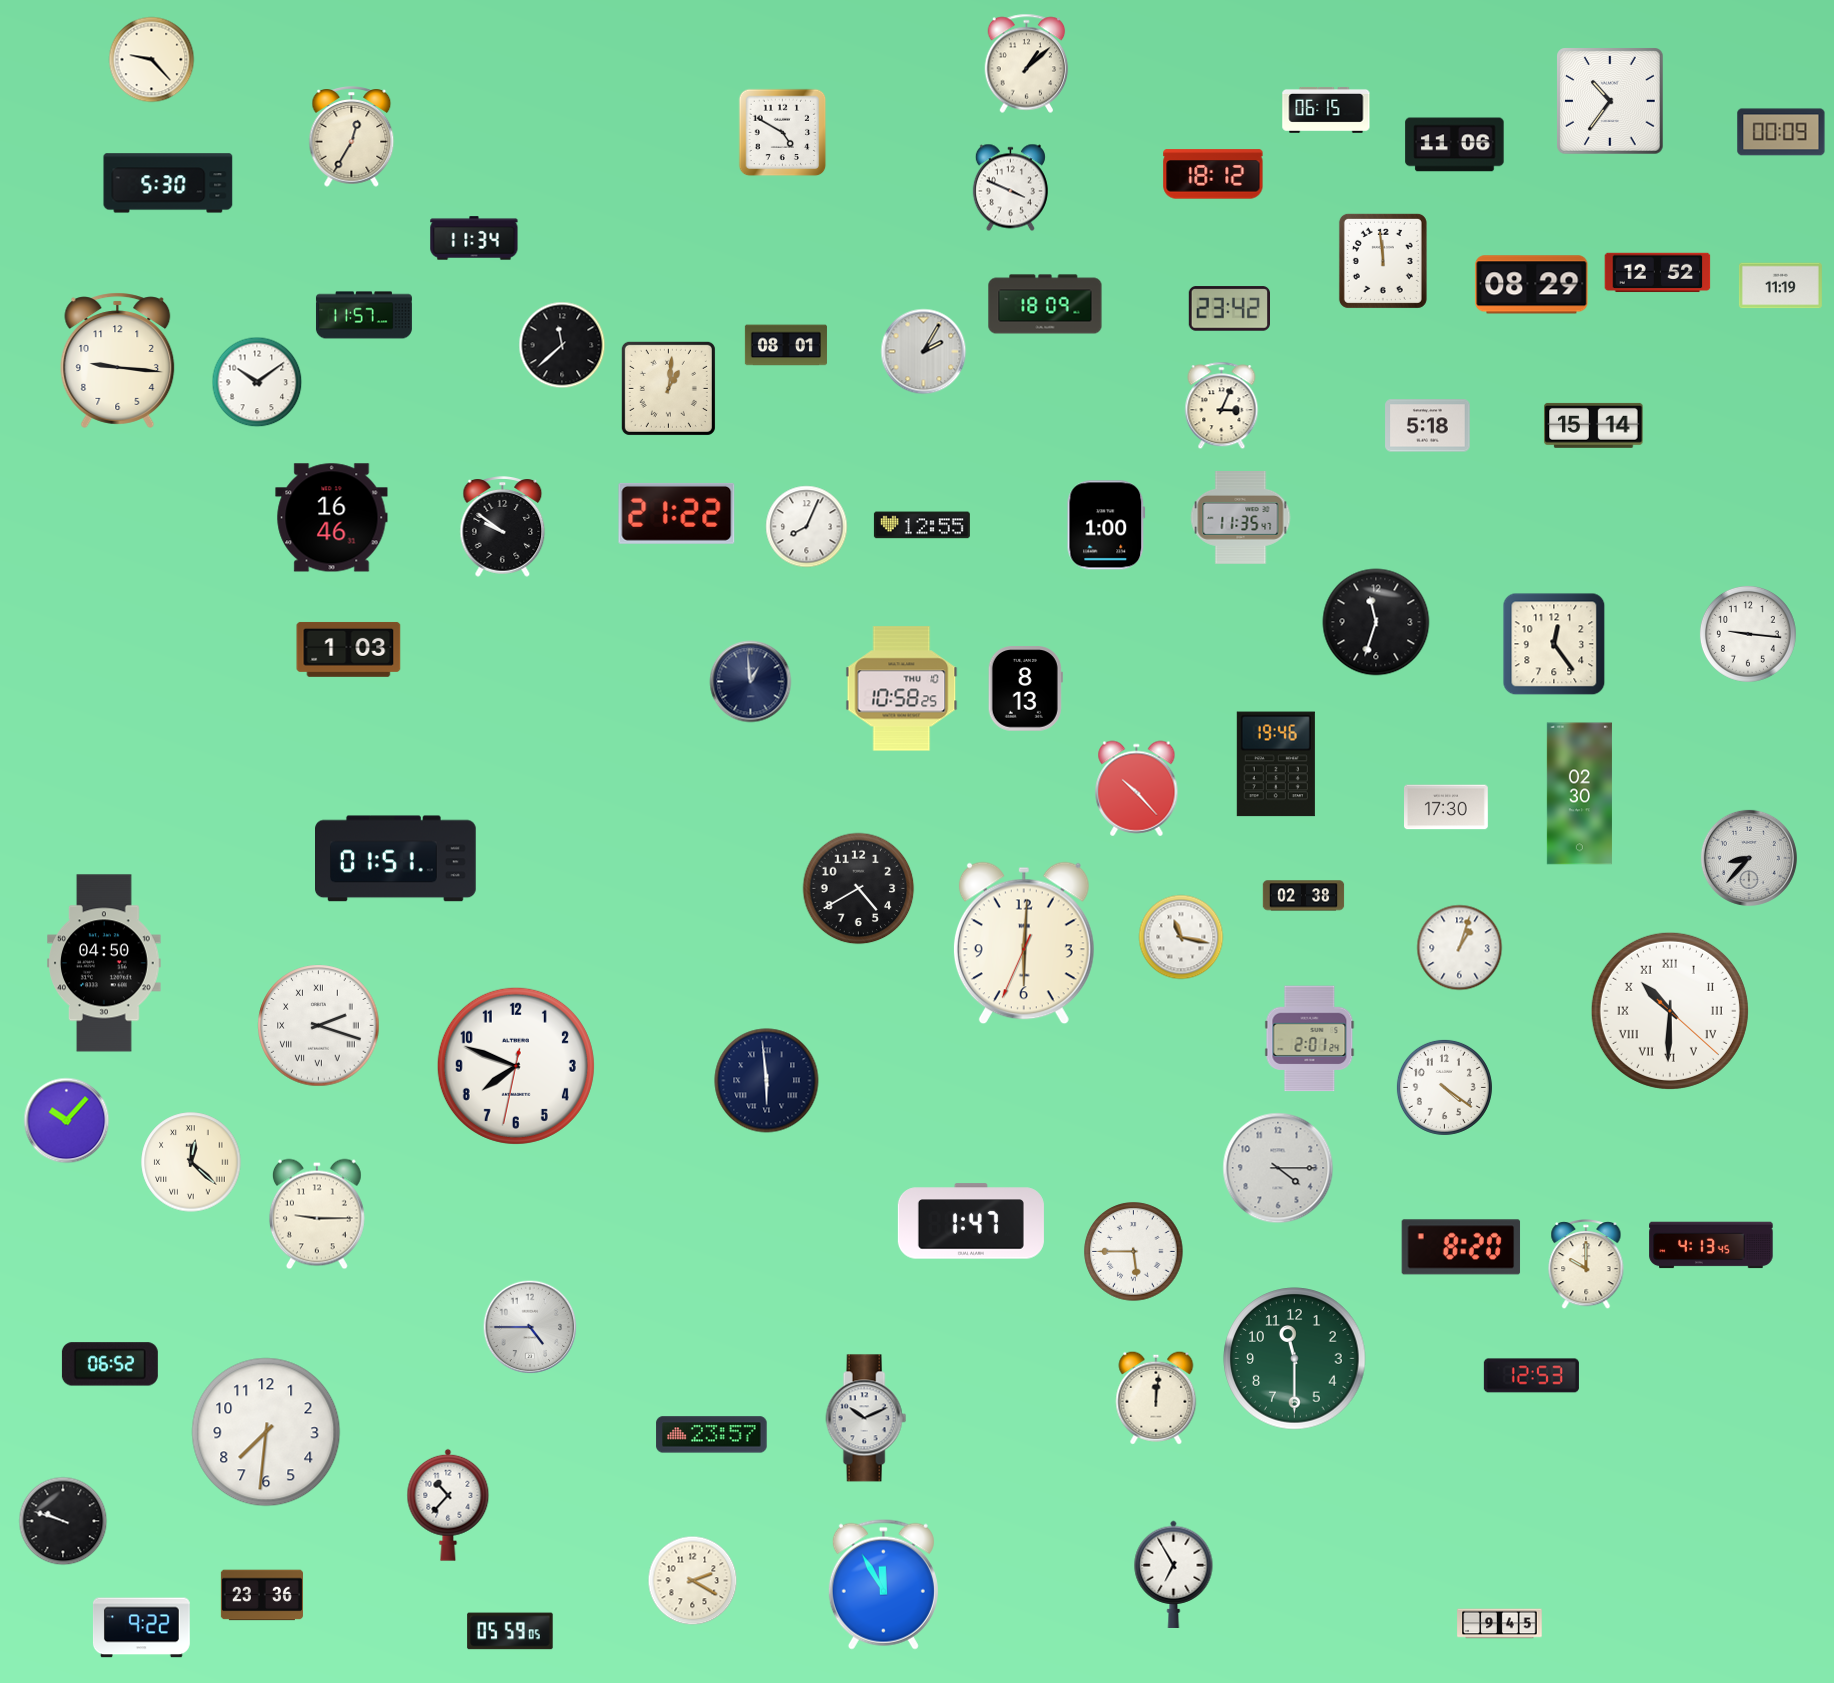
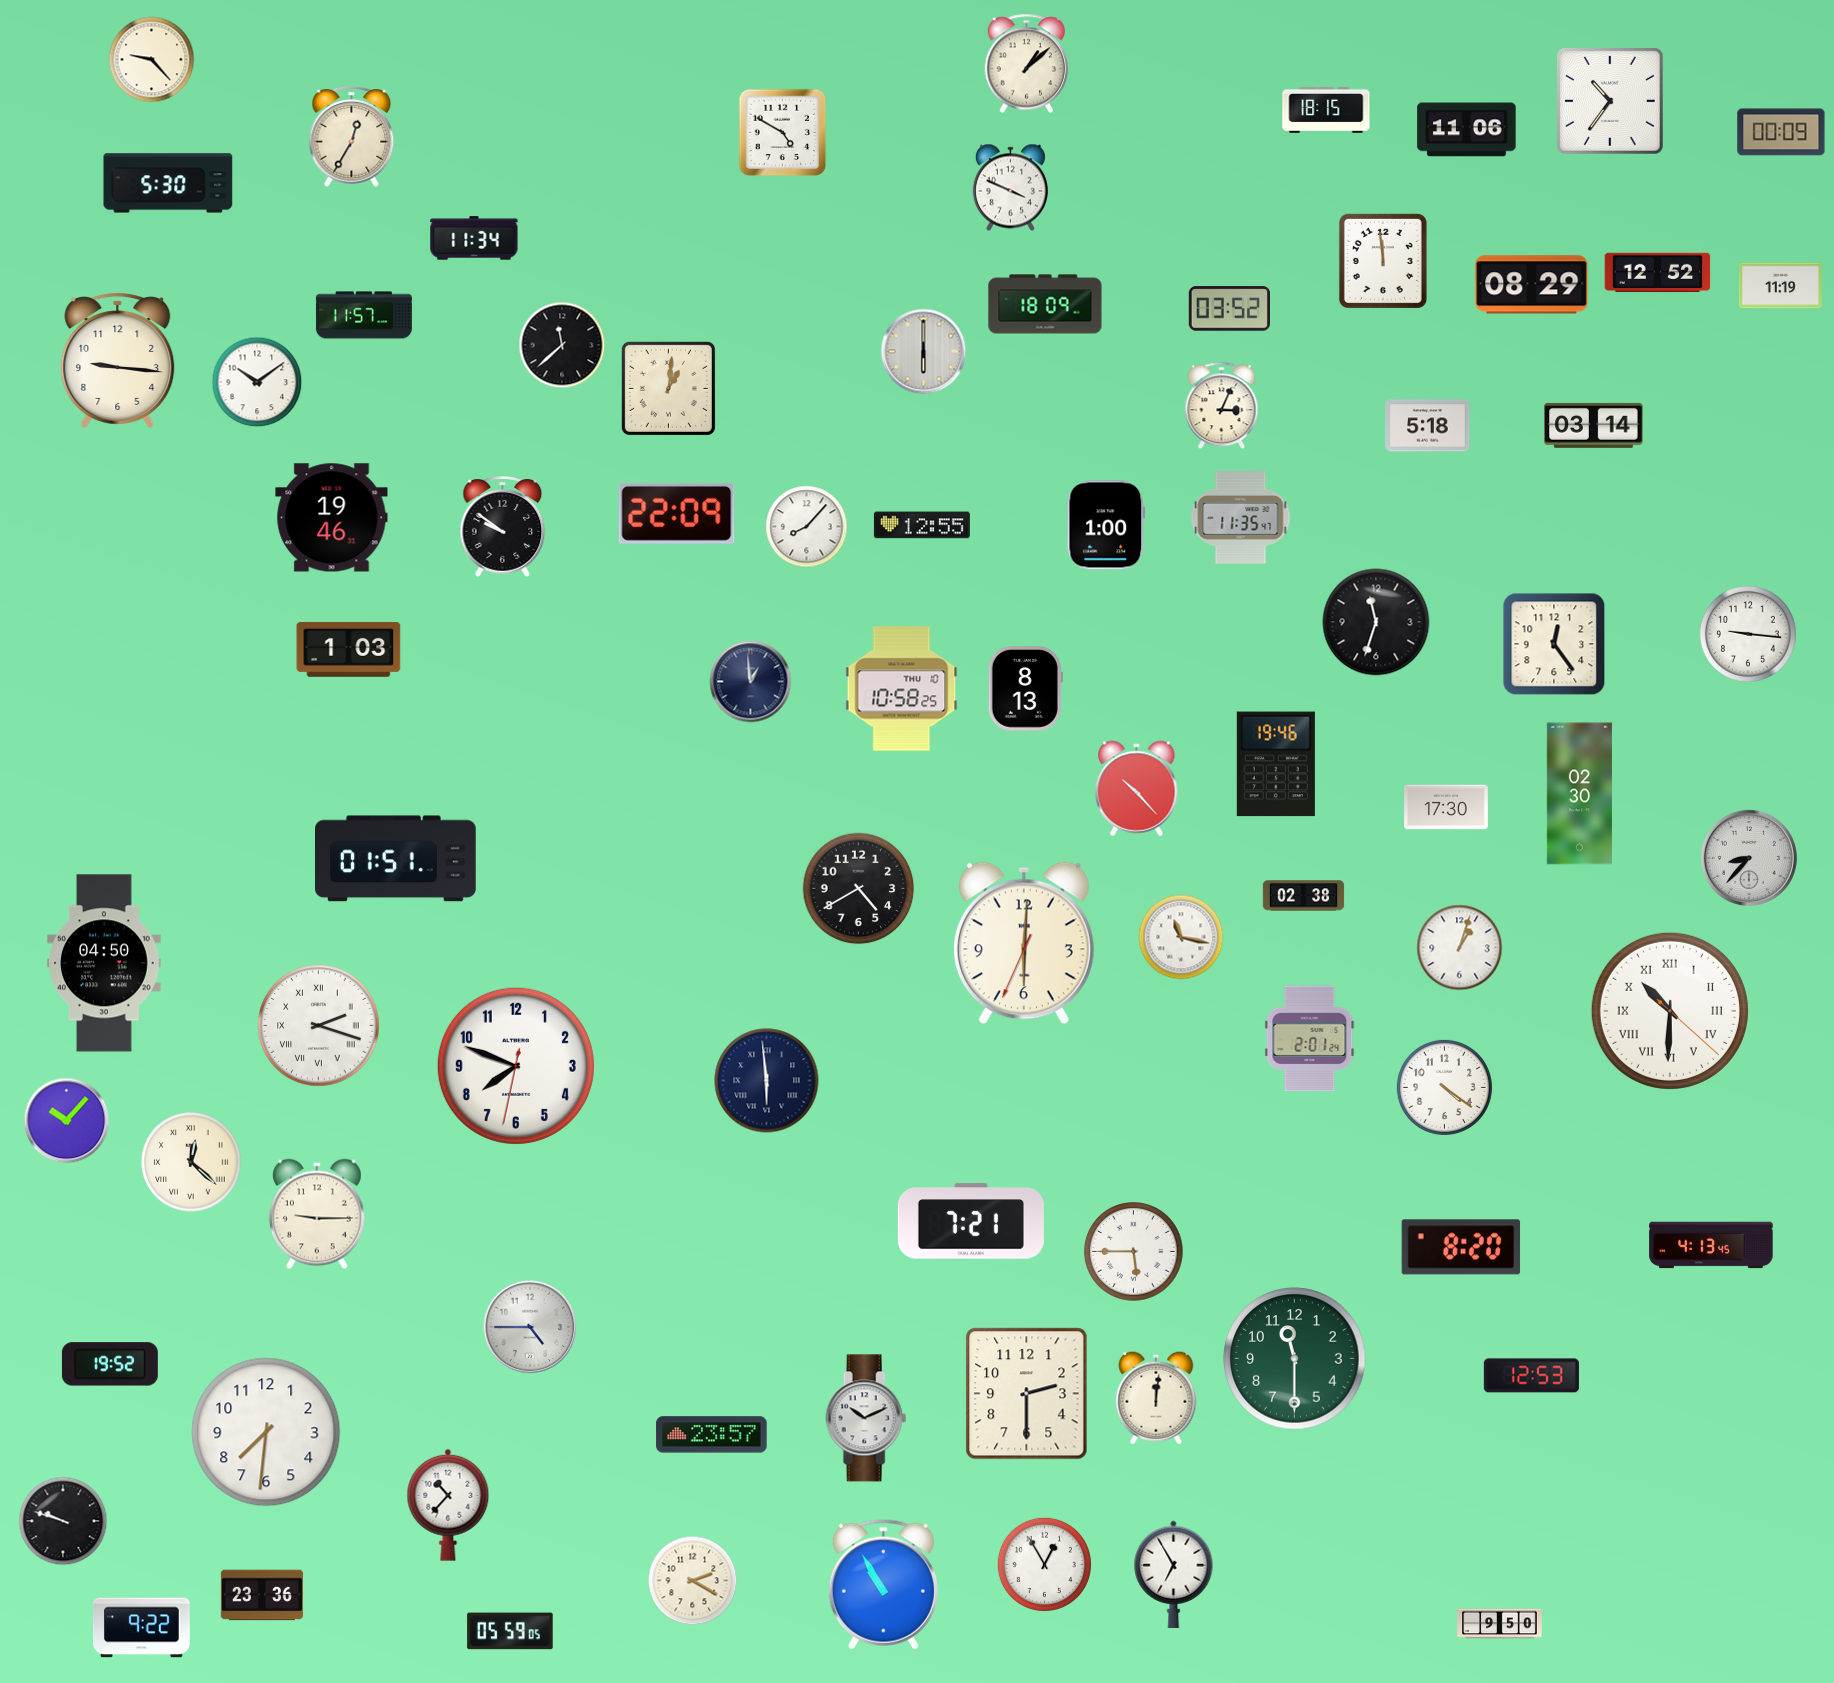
clock at (1326, 110): 06:15 -> 18:15
clock at (1455, 145) position: (1455, 145) -> (1467, 130)
clock at (1213, 174): 18:12 -> none
clock at (1229, 309): 23:42 -> 03:52
clock at (786, 345): 08:01 -> none
clock at (924, 352): 2:05 -> 6:00
clock at (1594, 425): 15:14 -> 03:14
clock at (677, 513): 21:22 -> 22:09
clock at (332, 518): 16:46 -> 19:46
clock at (807, 527): 8:04 -> 8:07
clock at (1278, 1168): 4:15 -> none
clock at (971, 1221): 1:47 -> 7:21
clock at (1586, 1265): 10:00 -> none
clock at (110, 1364): 06:52 -> 19:52
clock at (1027, 1394): none -> 2:30
clock at (1044, 1564): none -> 12:55
clock at (883, 1584): 11:55 -> 10:55
clock at (1500, 1624): 9:45 -> 9:50
